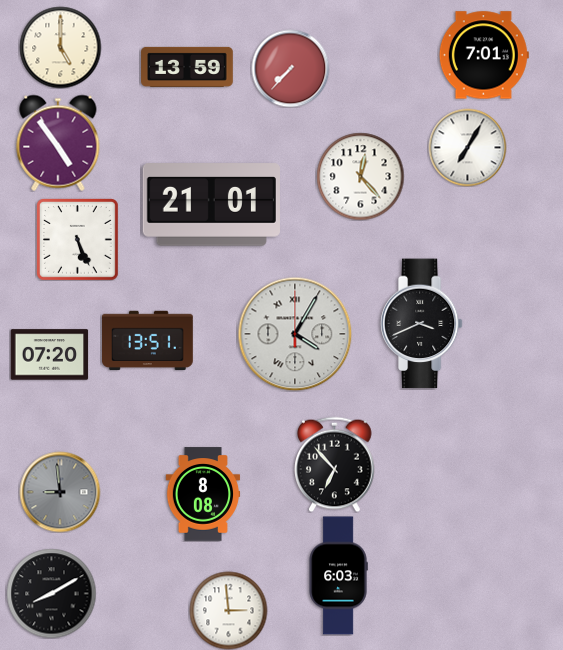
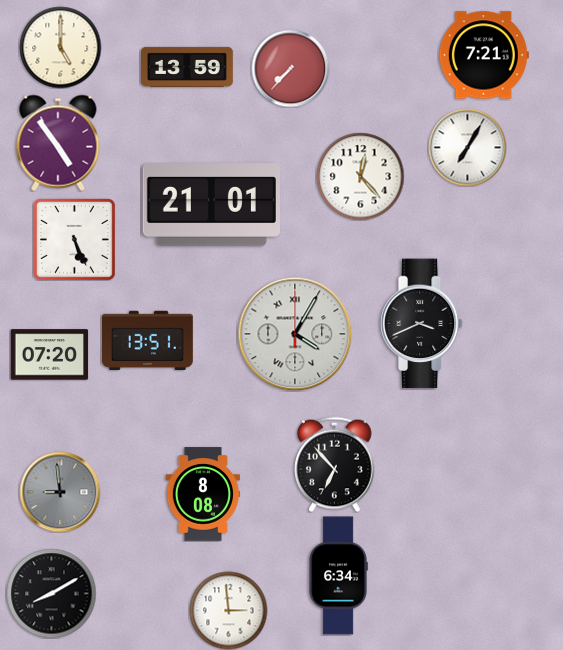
clock at (484, 55): 7:01 -> 7:21
clock at (77, 239) position: (77, 239) -> (74, 239)
clock at (338, 576): 6:03 -> 6:34
